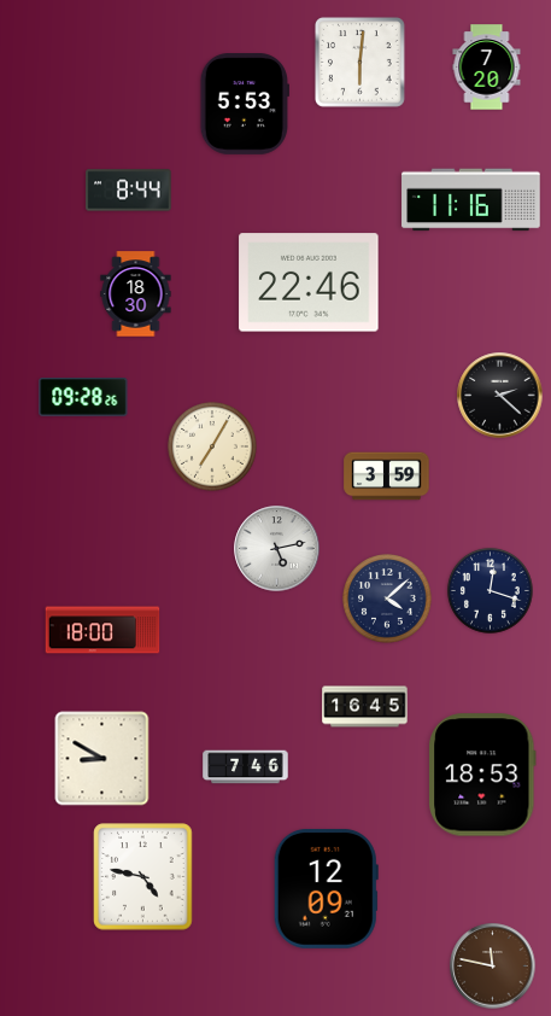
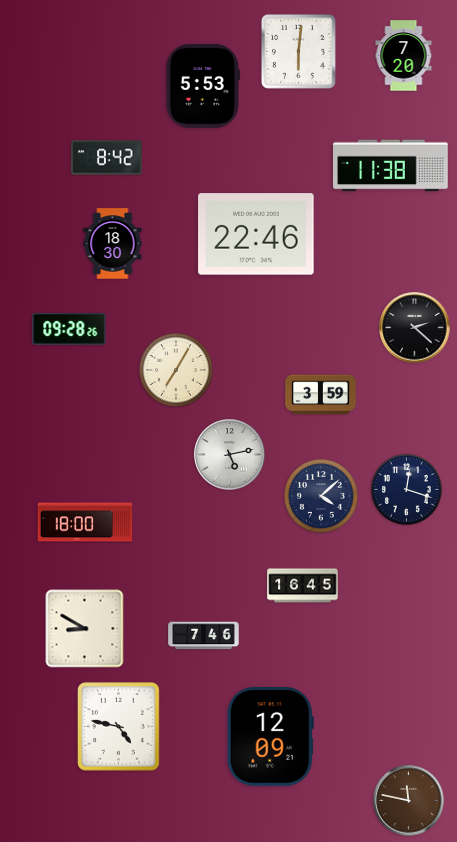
clock at (129, 191): 8:44 -> 8:42
clock at (471, 200): 11:16 -> 11:38
clock at (482, 775): 18:53 -> none
